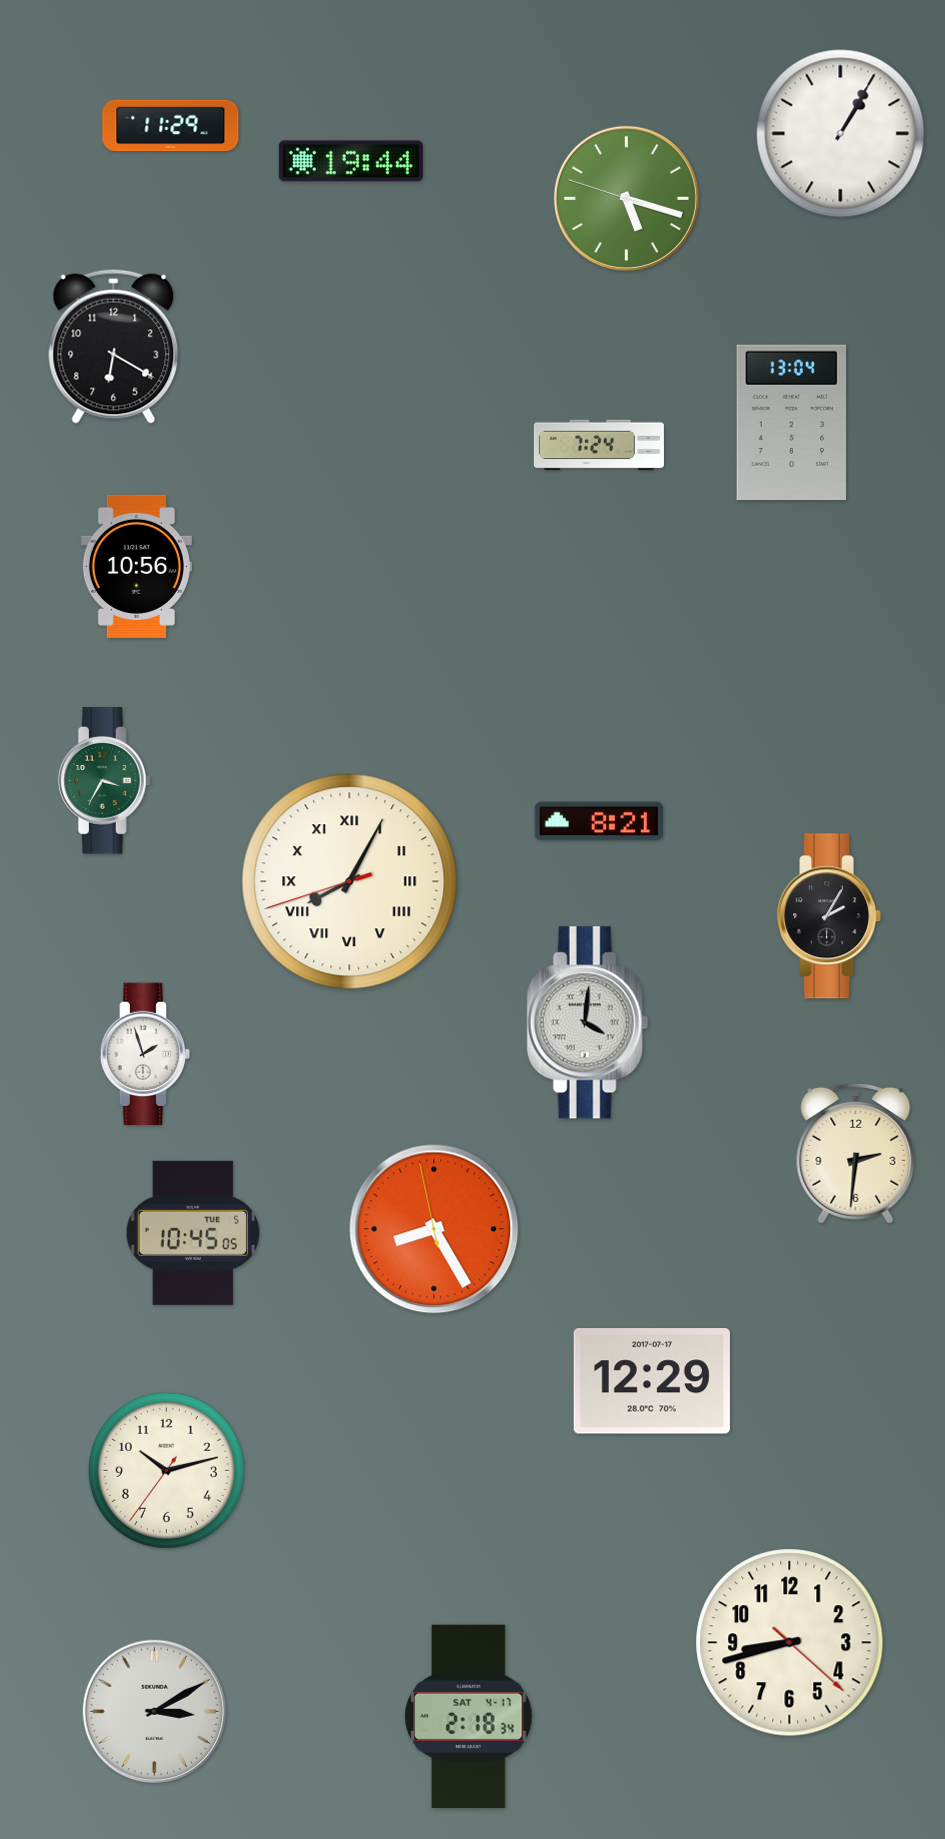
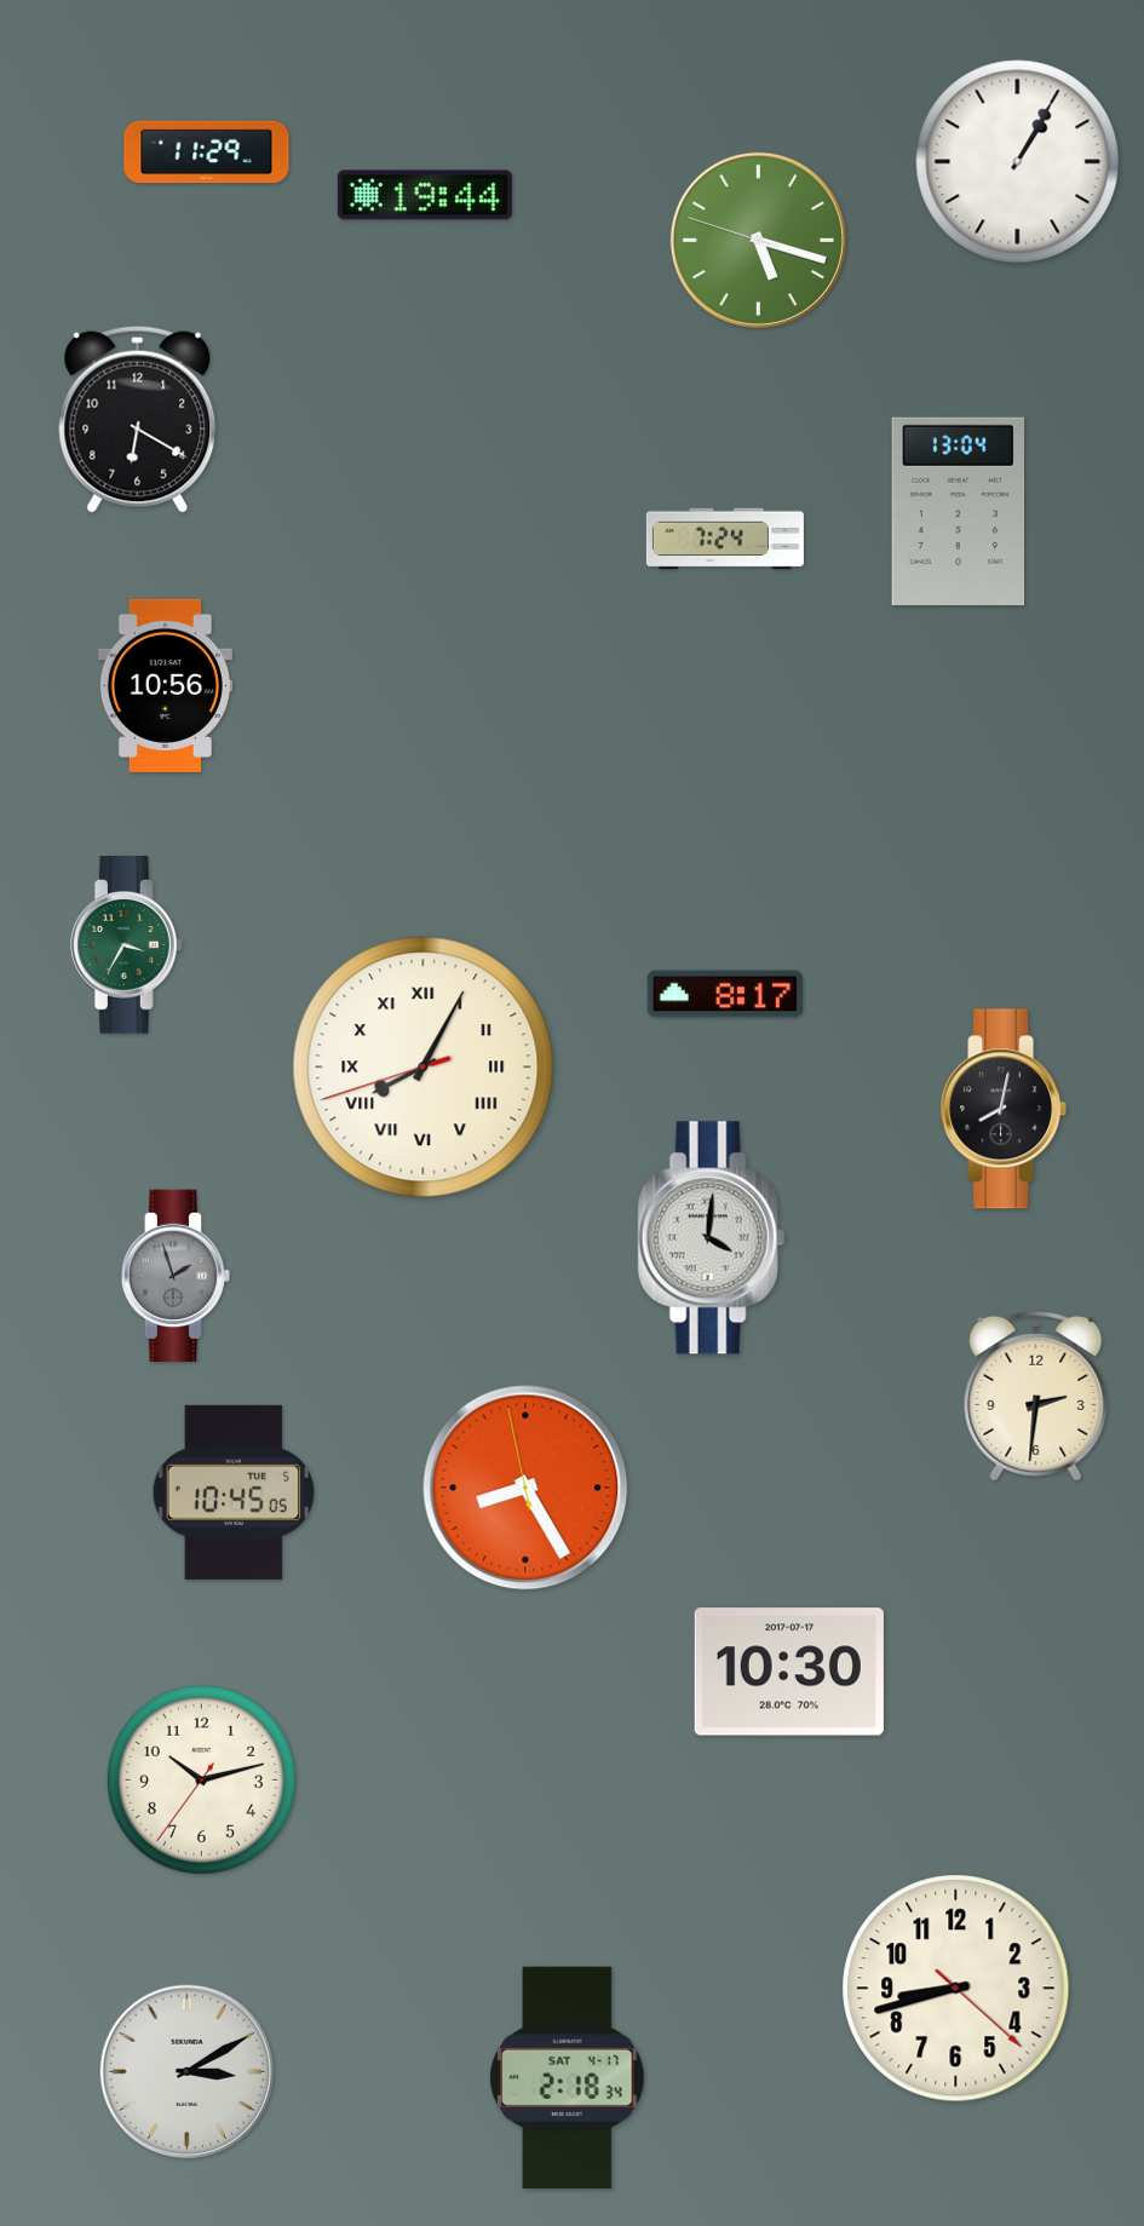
clock at (598, 821): 8:21 -> 8:17
clock at (829, 916): 2:05 -> 8:02
clock at (144, 1053) dial: white -> grey
clock at (652, 1381): 12:29 -> 10:30
